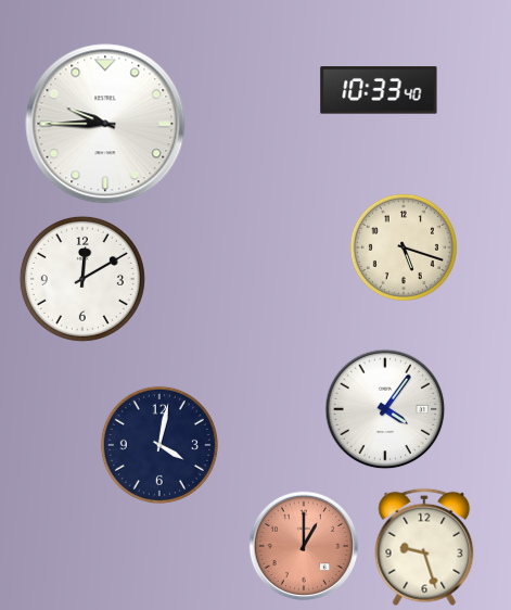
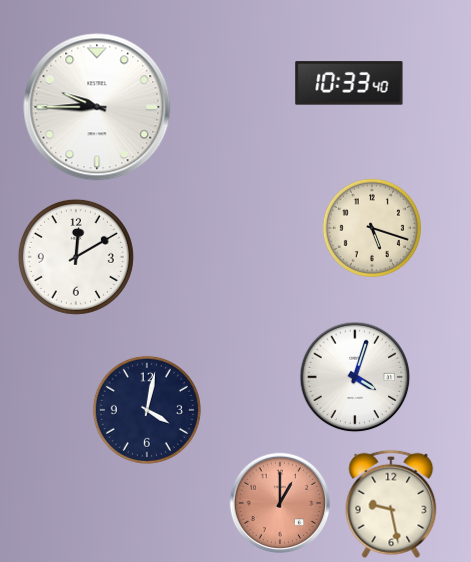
clock at (105, 124) position: (105, 124) -> (97, 107)
clock at (385, 409): 4:06 -> 4:03
clock at (424, 547): 9:27 -> 9:28
